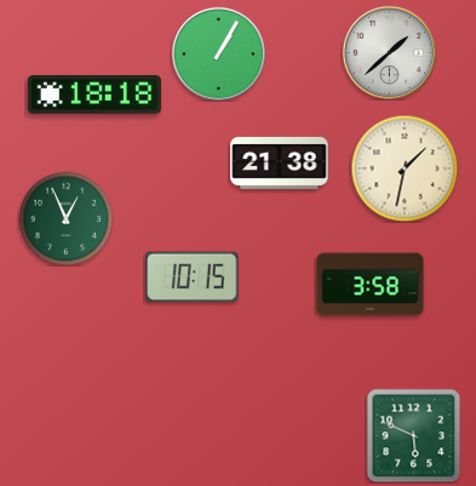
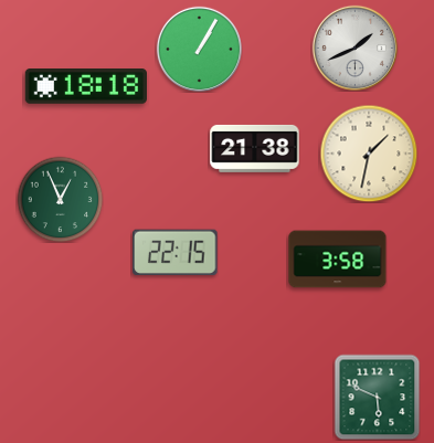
clock at (389, 52): 1:38 -> 1:41
clock at (193, 276): 10:15 -> 22:15
